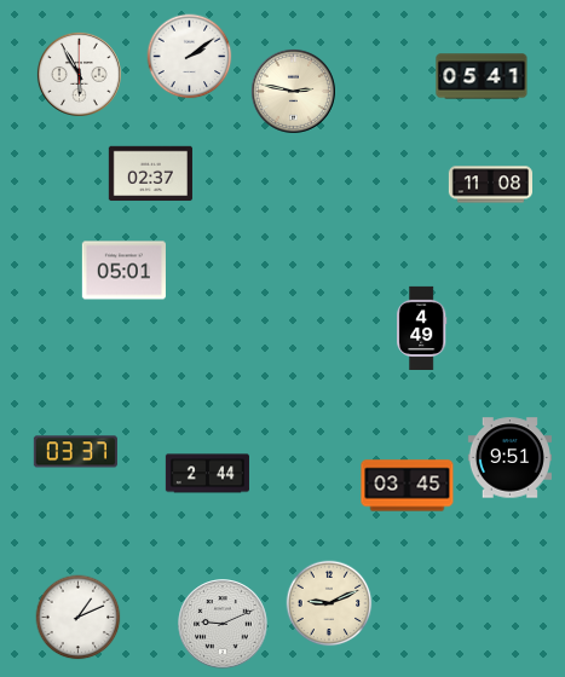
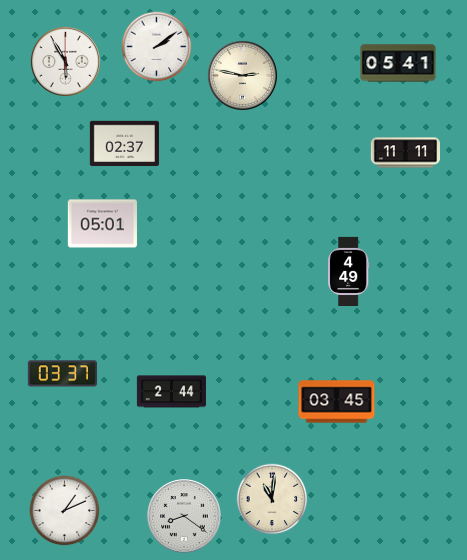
clock at (490, 185): 11:08 -> 11:11
clock at (509, 458): 9:51 -> none
clock at (329, 603): 9:11 -> 11:01
clock at (223, 624): 9:11 -> 8:21
